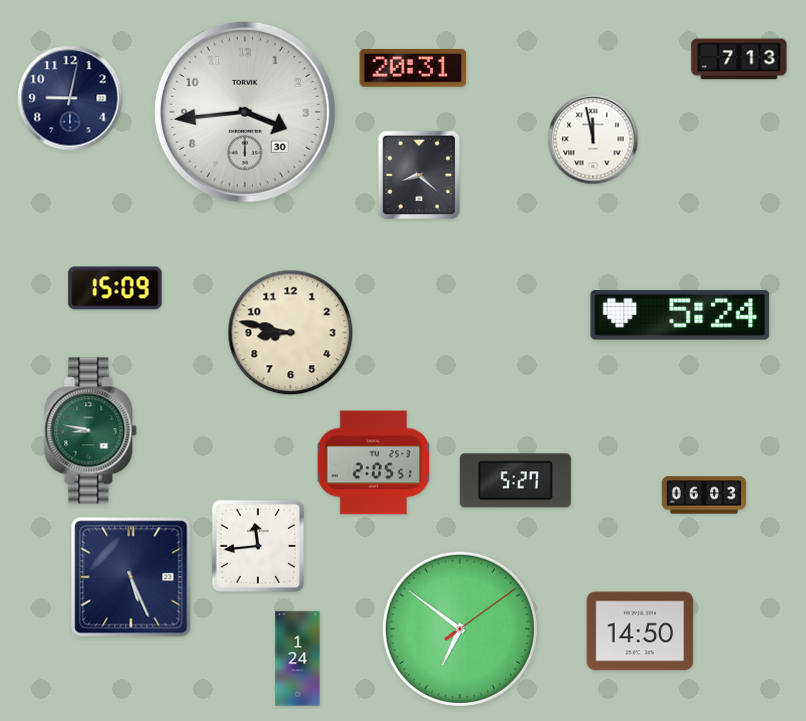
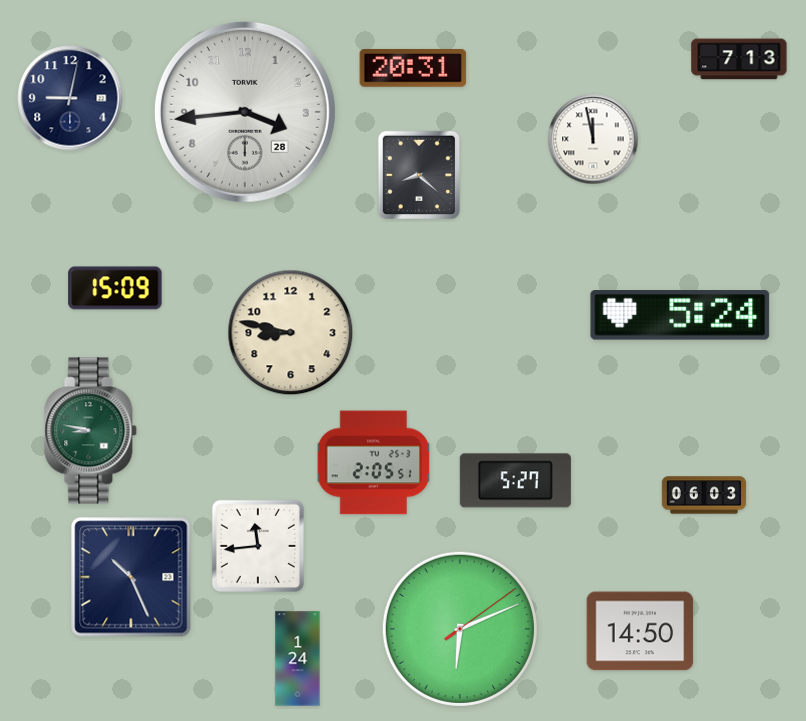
clock at (245, 112) date: 30 -> 28
clock at (131, 577): 5:26 -> 10:26
clock at (460, 629): 6:51 -> 6:11
